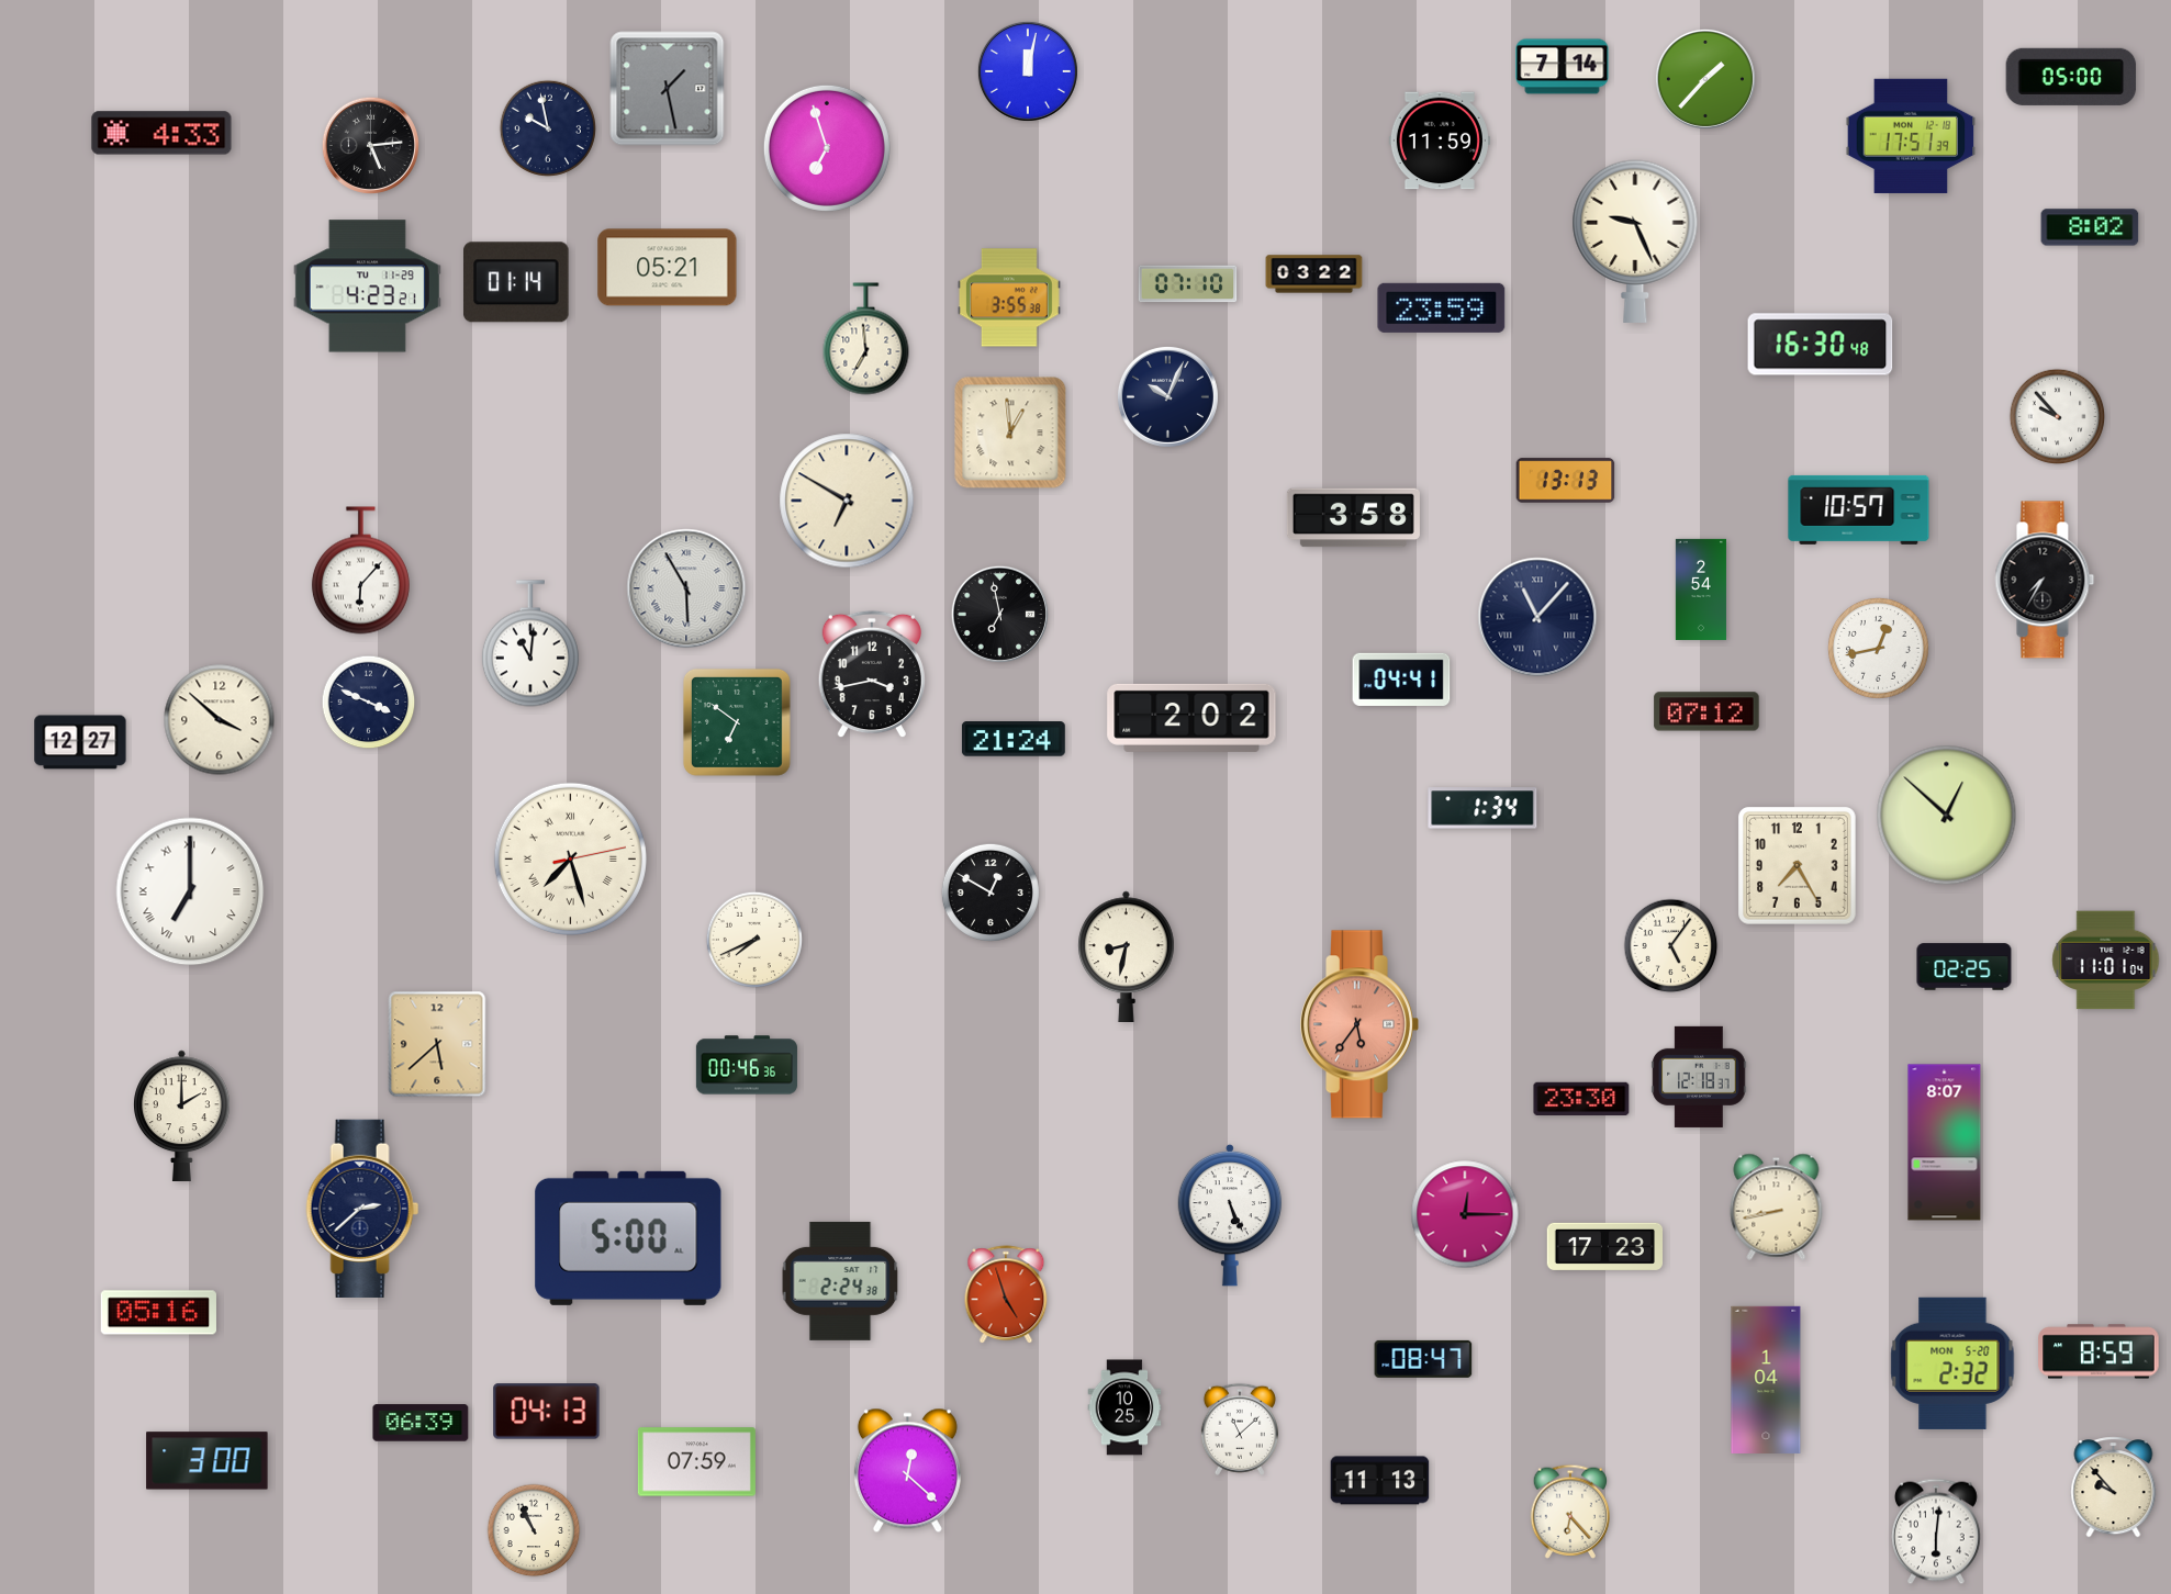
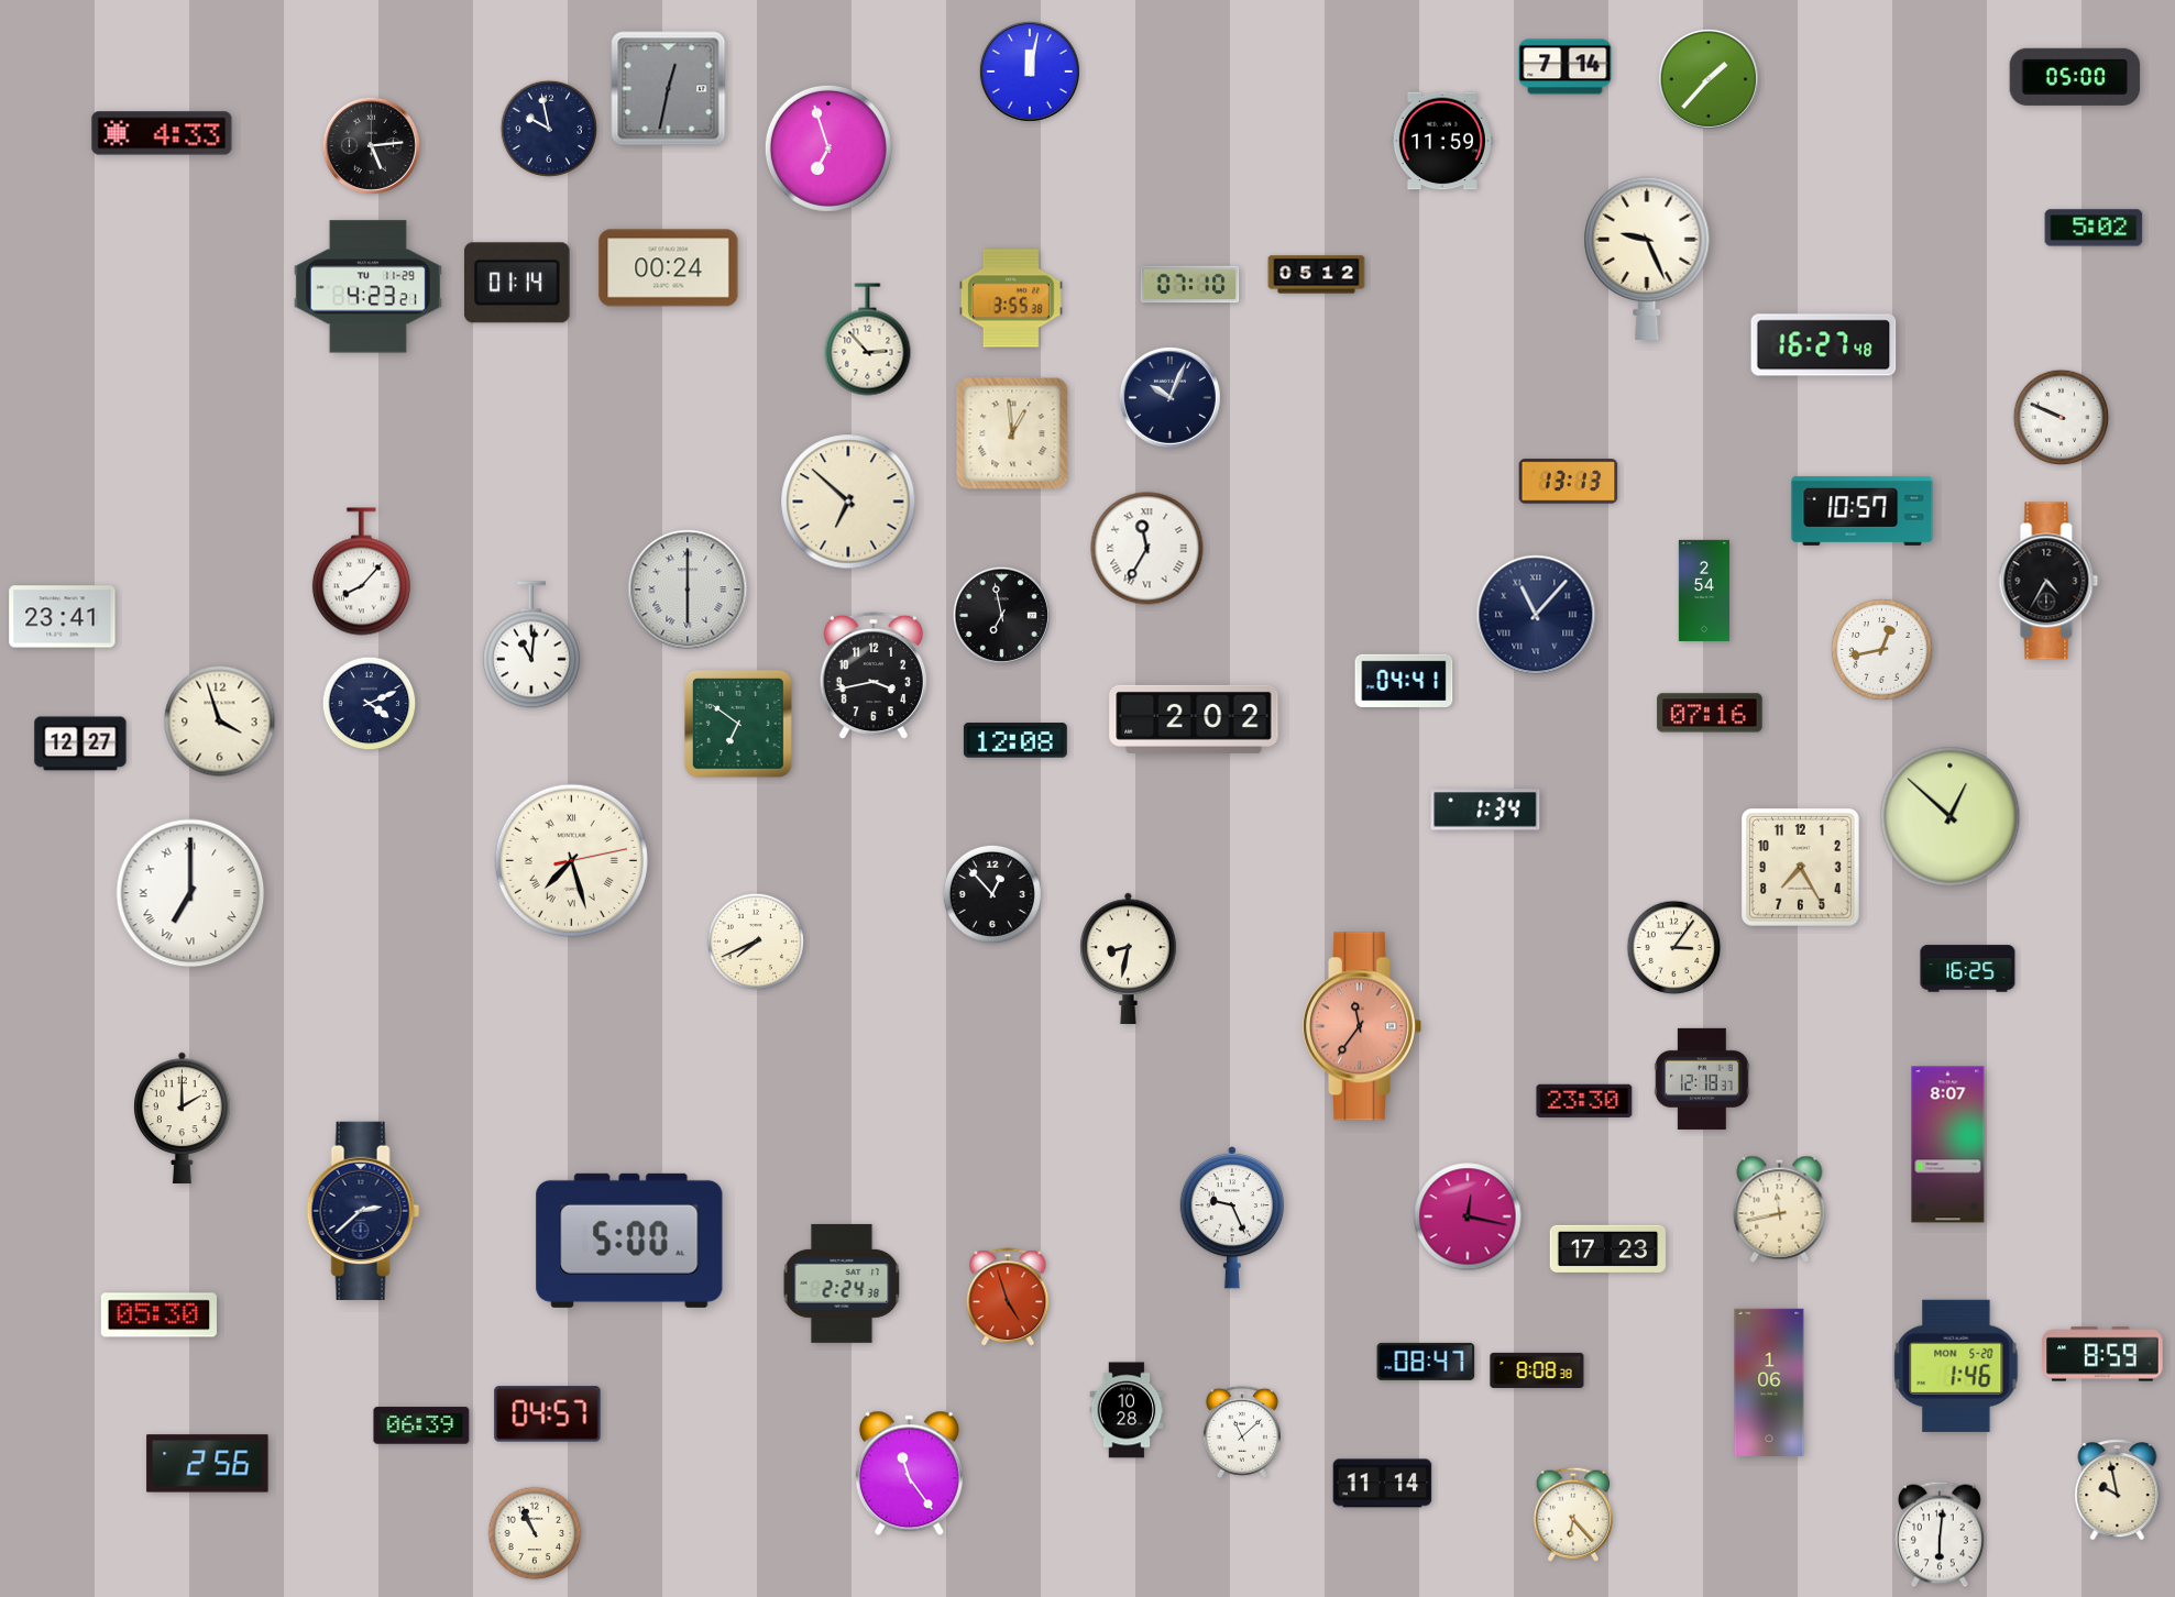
clock at (668, 89): 1:28 -> 12:32
clock at (1911, 135): 17:51 -> none
clock at (2090, 227): 8:02 -> 5:02
clock at (1635, 242) position: (1635, 242) -> (1647, 258)
clock at (668, 268): 05:21 -> 00:24
clock at (1314, 274): 03:22 -> 05:12
clock at (1442, 307): 23:59 -> none
clock at (866, 339): 6:59 -> 2:53
clock at (1821, 345): 16:30 -> 16:27
clock at (2058, 417): 9:53 -> 9:49
clock at (847, 501): 6:50 -> 6:52
clock at (1353, 518): 3:58 -> none
clock at (1147, 549): none -> 11:35
clock at (360, 571): 6:07 -> 8:07
clock at (2045, 580): 7:35 -> 4:35
clock at (686, 588): 5:55 -> 6:00
clock at (63, 617): none -> 23:41
clock at (1537, 617) position: (1537, 617) -> (1536, 615)
clock at (369, 703): 3:49 -> 4:11
clock at (1706, 711): 07:12 -> 07:16
clock at (220, 720): 3:52 -> 3:57
clock at (1014, 739): 21:24 -> 12:08
clock at (991, 893): 12:50 -> 12:53
clock at (1671, 946): 5:06 -> 3:06
clock at (2106, 961): 11:01 -> none
clock at (1965, 967): 02:25 -> 16:25
clock at (1359, 1024): 5:36 -> 11:36
clock at (437, 1044): 5:38 -> none
clock at (747, 1065): 00:46 -> none
clock at (1777, 1206): 8:43 -> 11:43
clock at (1465, 1214): 12:15 -> 12:17
clock at (1230, 1215): 5:26 -> 9:26
clock at (158, 1313): 05:16 -> 05:30
clock at (1952, 1363): 2:32 -> 1:46
clock at (1537, 1370): none -> 8:08
clock at (1766, 1380): 1:04 -> 1:06
clock at (1124, 1407): 10:25 -> 10:28
clock at (547, 1412): 04:13 -> 04:57
clock at (208, 1461): 3:00 -> 2:56
clock at (696, 1462): 07:59 -> none
clock at (907, 1471): 12:22 -> 11:24
clock at (1380, 1481): 11:13 -> 11:14
clock at (2114, 1488): 9:53 -> 9:58
